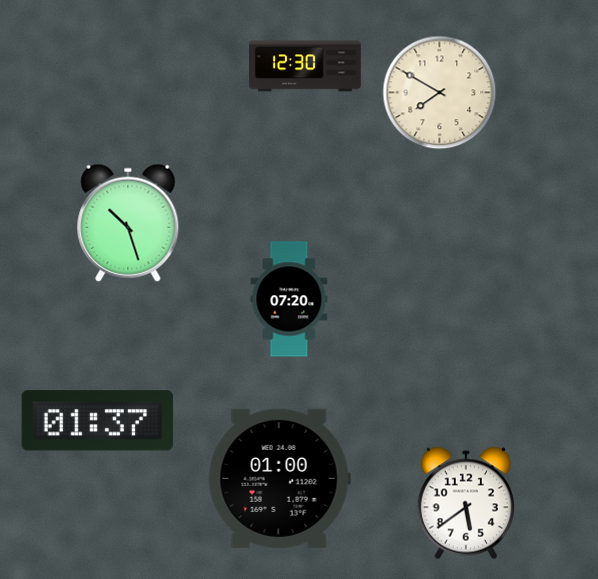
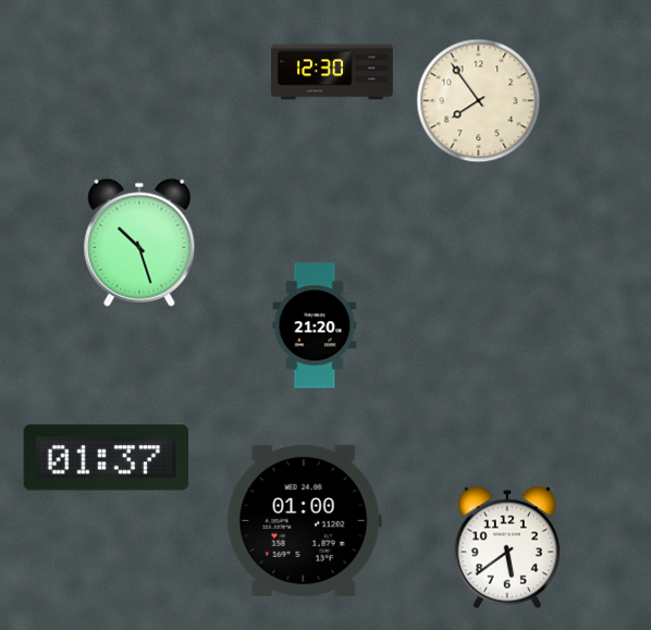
clock at (440, 93): 7:50 -> 7:54
clock at (289, 299): 07:20 -> 21:20
